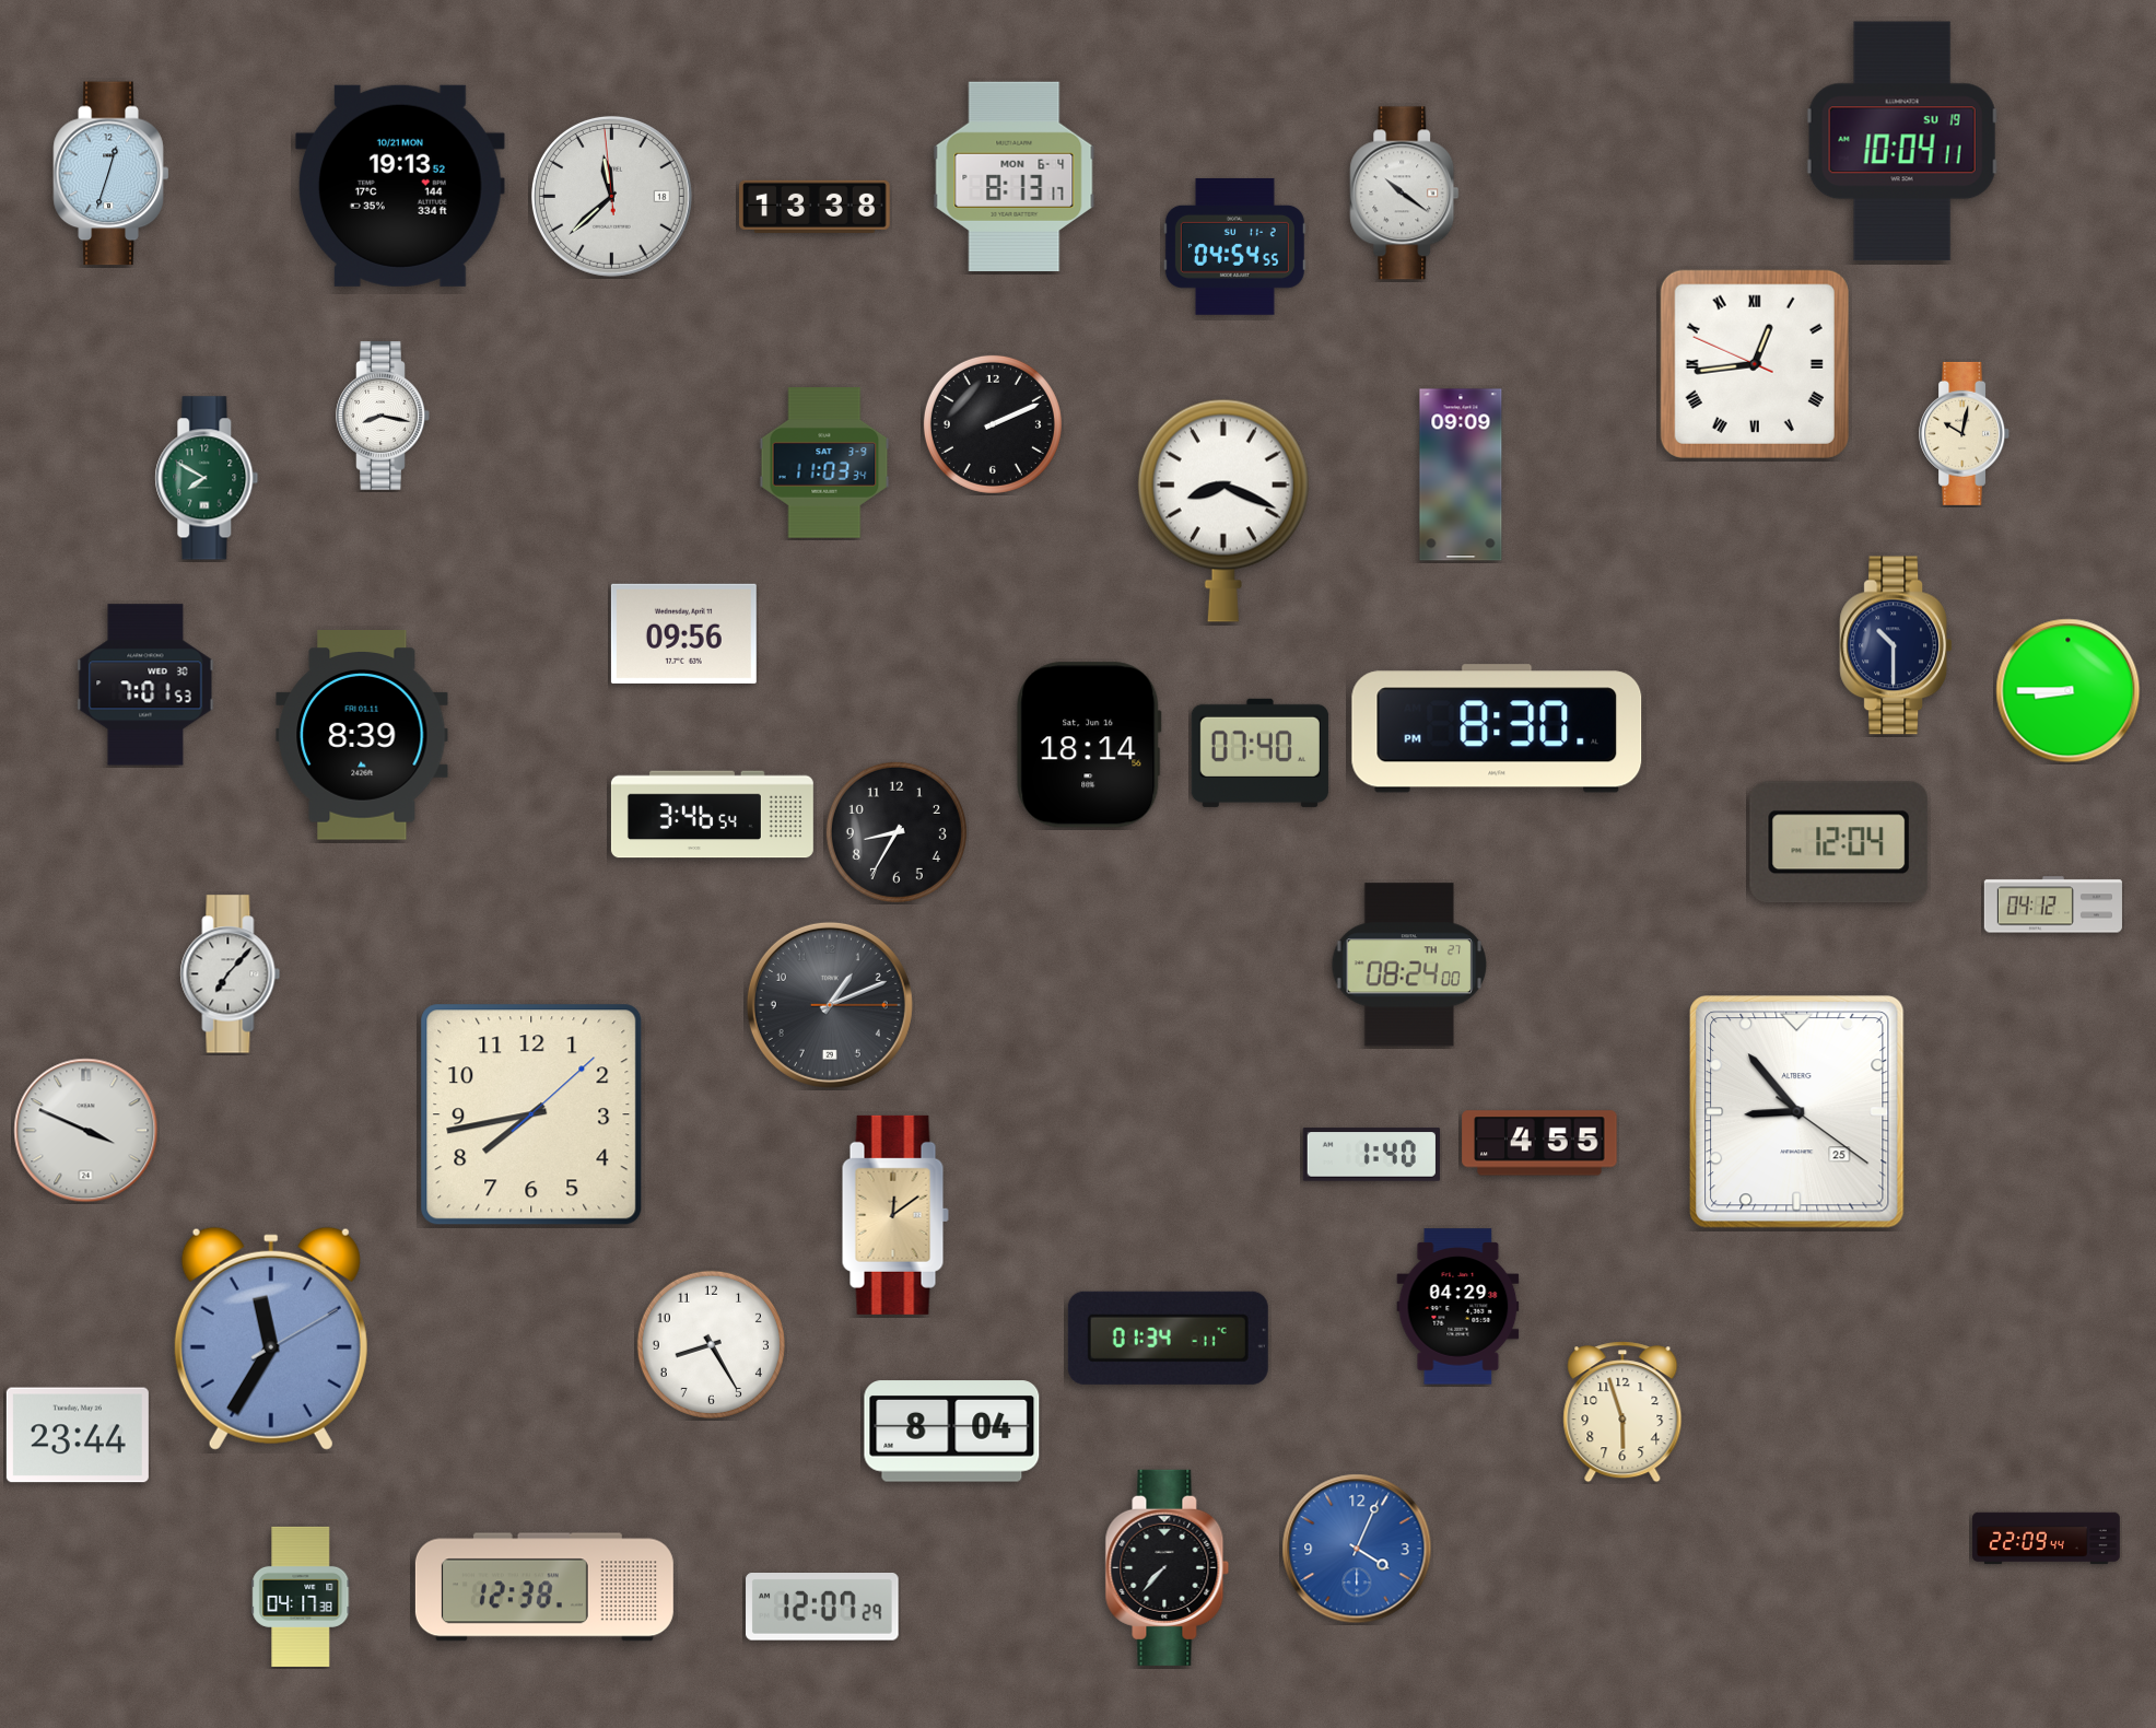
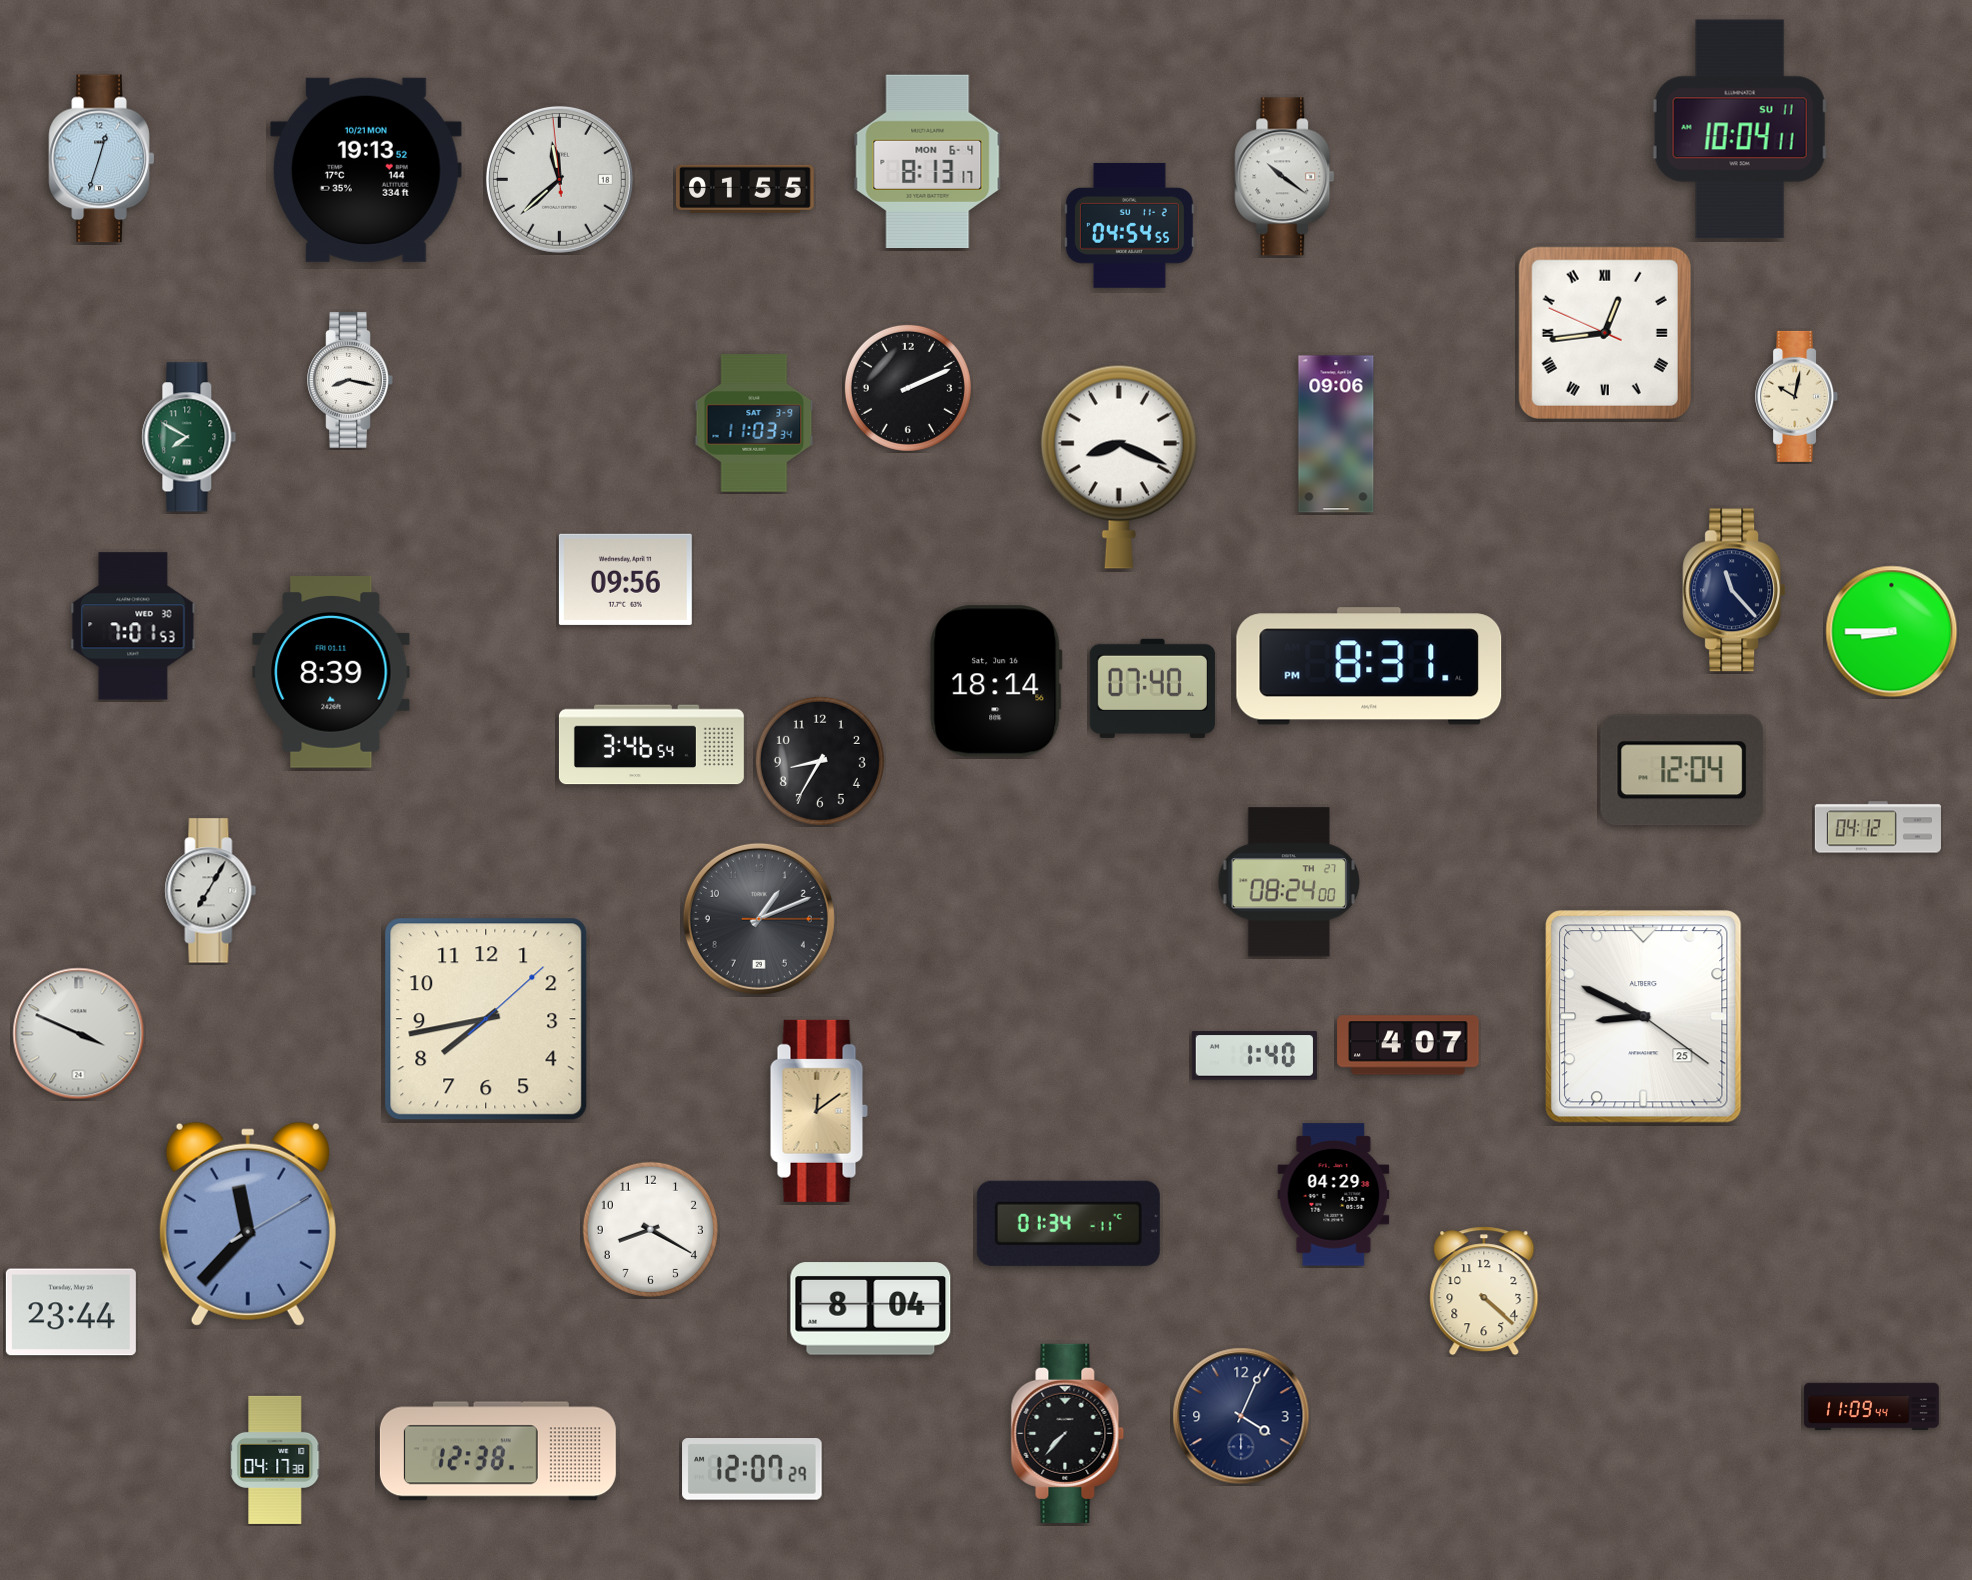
clock at (1902, 141) date: SU 19 -> SU 11
clock at (815, 207): 13:38 -> 01:55
clock at (1461, 475): 09:09 -> 09:06
clock at (1896, 645): 10:30 -> 11:23
clock at (1497, 728): 8:30 -> 8:31
clock at (231, 974): 7:07 -> 7:05
clock at (1797, 1112): 8:53 -> 8:49
clock at (1539, 1143): 4:55 -> 4:07
clock at (271, 1339): 11:35 -> 11:37
clock at (711, 1344): 8:25 -> 8:20
clock at (1622, 1412): 5:57 -> 4:22
clock at (2047, 1539): 22:09 -> 11:09
clock at (1357, 1549) dial: blue -> navy
